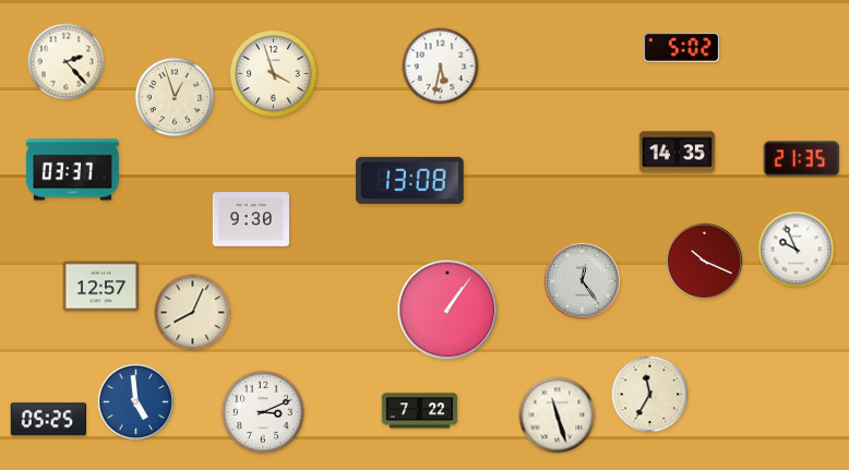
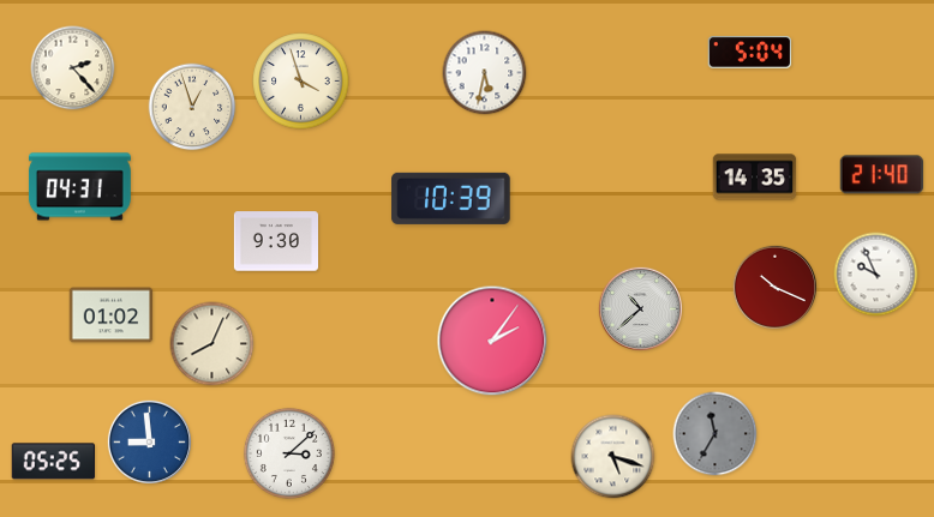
clock at (682, 48): 5:02 -> 5:04
clock at (678, 153) position: (678, 153) -> (755, 178)
clock at (802, 159): 21:35 -> 21:40
clock at (73, 170): 03:37 -> 04:31
clock at (410, 180): 13:08 -> 10:39
clock at (582, 280): 12:24 -> 10:38
clock at (101, 287): 12:57 -> 01:02
clock at (447, 310): 1:06 -> 2:06
clock at (650, 395) dial: cream -> grey
clock at (135, 401): 4:59 -> 8:59
clock at (420, 411): 7:22 -> none
clock at (263, 412): 3:11 -> 3:08
clock at (558, 415): 11:27 -> 5:18
